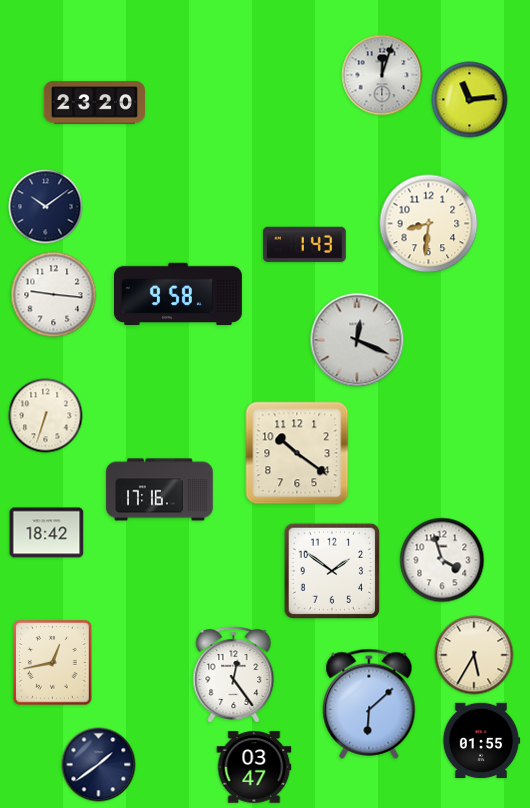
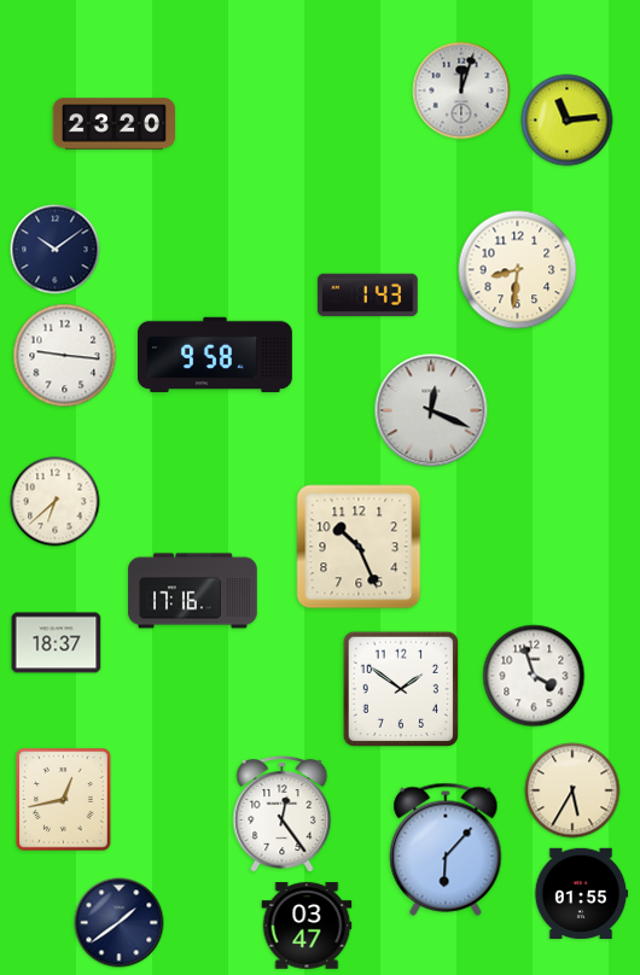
clock at (46, 416): 6:33 -> 6:38
clock at (297, 453): 10:21 -> 10:26
clock at (47, 533): 18:42 -> 18:37
clock at (369, 704): 6:08 -> 6:07
